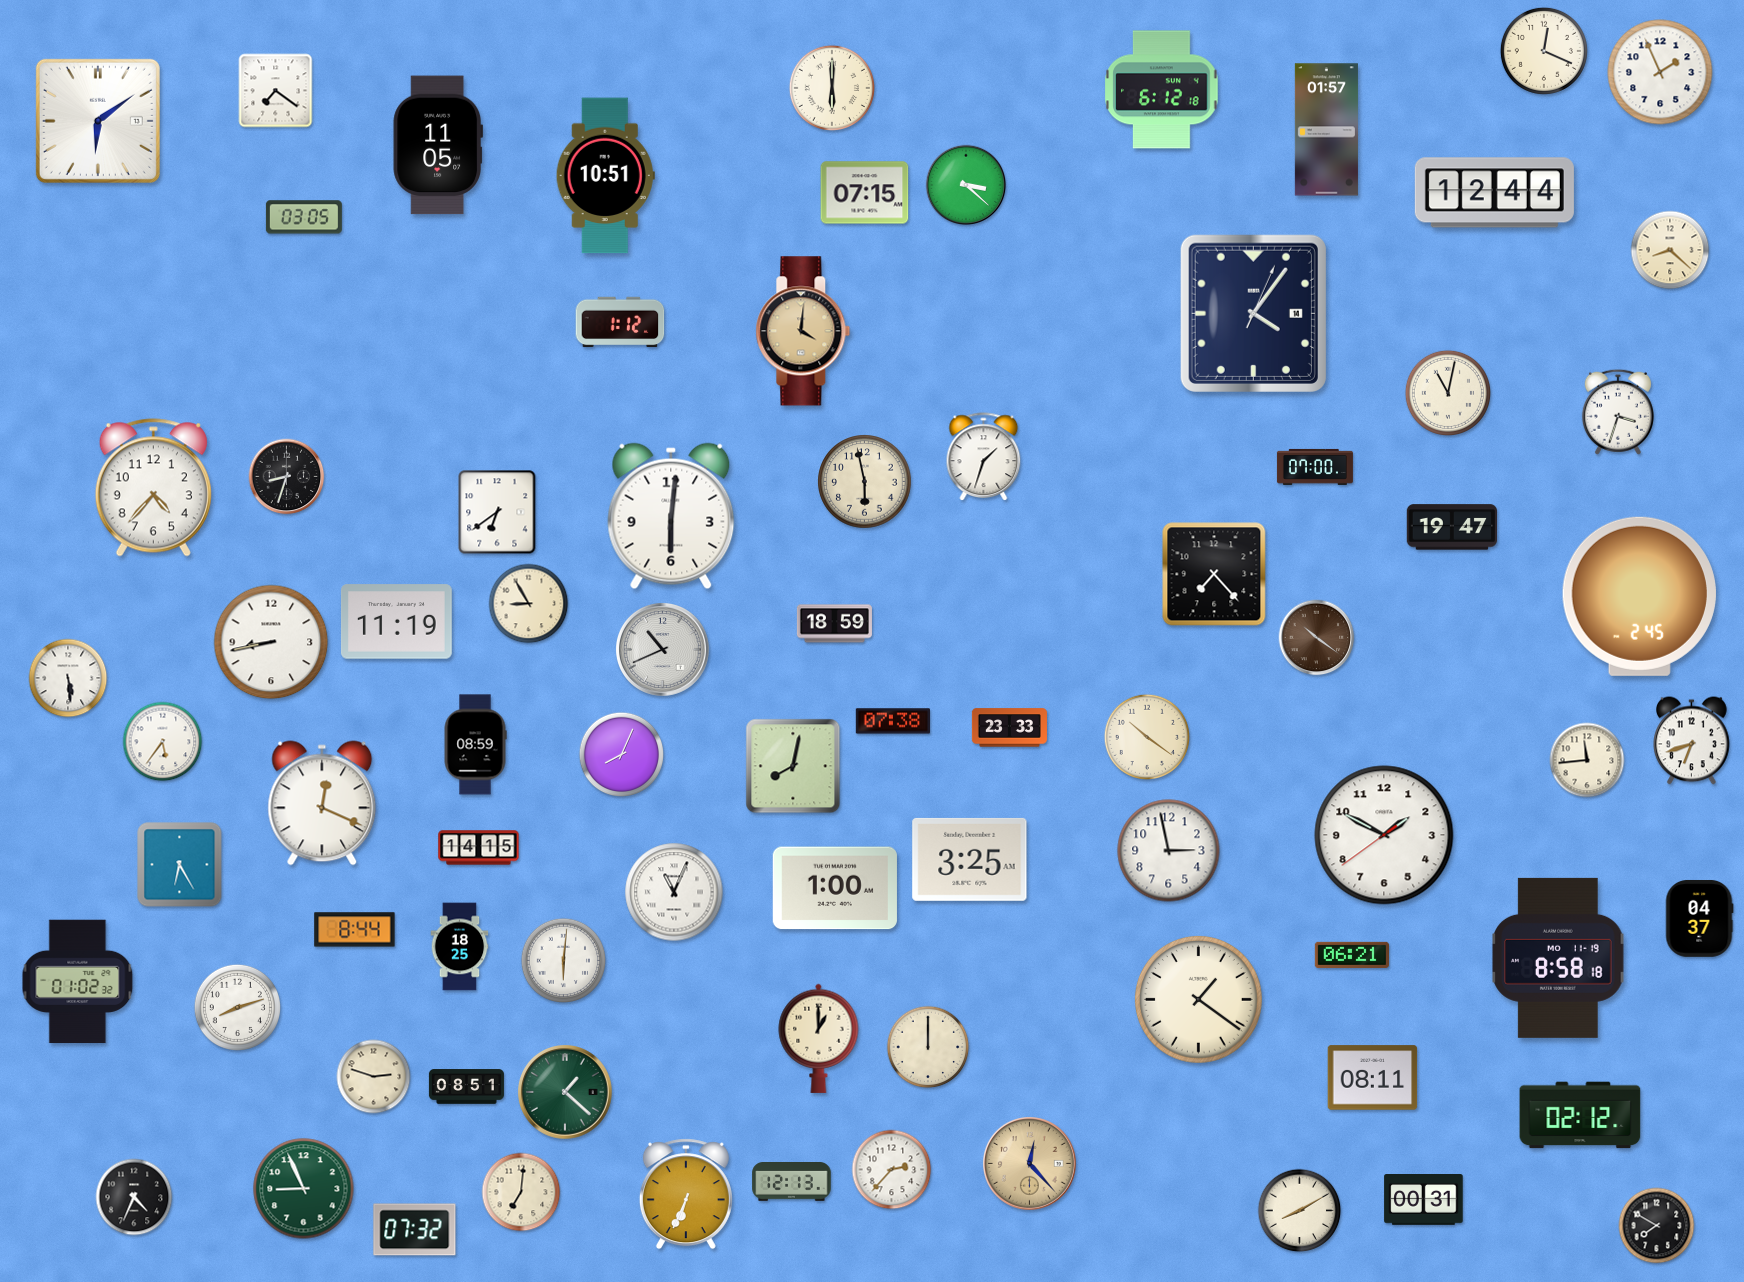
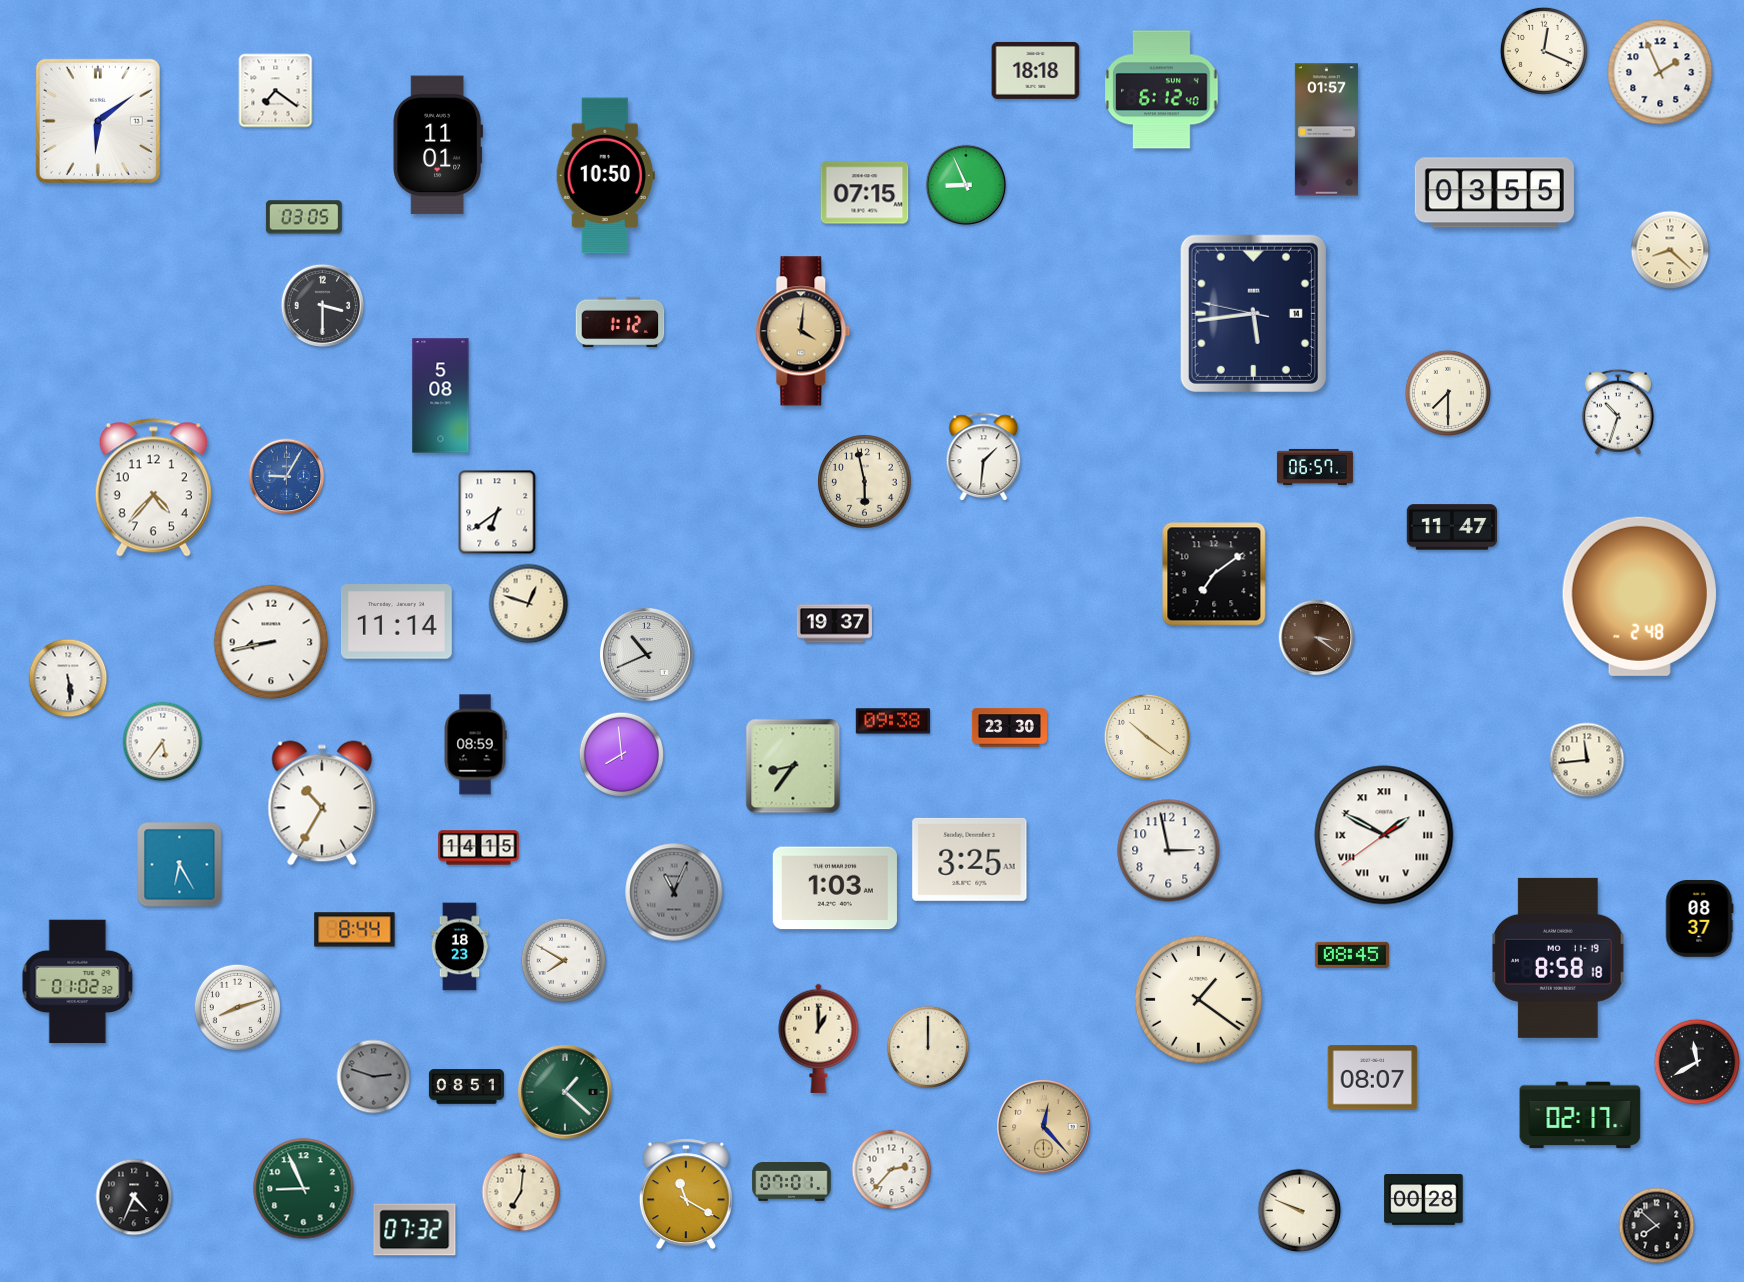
clock at (1036, 70): none -> 18:18
clock at (831, 87): 6:00 -> none
clock at (1162, 90): 6:12:18 -> 6:12:40
clock at (437, 145): 11:05 -> 11:01
clock at (605, 176): 10:51 -> 10:50
clock at (966, 185): 3:22 -> 8:56
clock at (1494, 193): 12:44 -> 03:55
clock at (322, 305): none -> 3:30
clock at (1253, 313): 4:06 -> 5:43
clock at (1447, 392): 11:02 -> 7:30
clock at (441, 396): none -> 5:08
clock at (1618, 412): 3:33 -> 10:33
clock at (984, 456): 1:33 -> 1:31
clock at (1315, 467): 07:00 -> 06:57
clock at (287, 477): 8:33 -> 9:05
clock at (287, 477) dial: black -> blue
clock at (671, 516): 6:01 -> none
clock at (1452, 527): 19:47 -> 11:47
clock at (1214, 574): 7:23 -> 7:09
clock at (1639, 596): 2:45 -> 2:48
clock at (529, 604): 8:55 -> 12:48
clock at (396, 622): 11:19 -> 11:14
clock at (834, 624): 18:59 -> 19:37
clock at (1317, 638): 10:21 -> 3:21
clock at (663, 650) position: (663, 650) -> (647, 655)
clock at (892, 721): 07:38 -> 09:38
clock at (1009, 728): 23:33 -> 23:30
clock at (1692, 741): 6:42 -> none
clock at (622, 755): 8:04 -> 7:59
clock at (793, 766): 8:02 -> 8:36
clock at (322, 803): 12:19 -> 10:35
clock at (1384, 835) numerals: Arabic -> Roman
clock at (835, 888): 1:00 -> 1:03
clock at (674, 892) dial: white -> grey
clock at (1699, 919): 04:37 -> 08:37
clock at (460, 947): 18:25 -> 18:23
clock at (1351, 955): 06:21 -> 08:45
clock at (564, 961): 6:01 -> 7:50
clock at (1696, 1061): none -> 11:40
clock at (374, 1077) dial: cream -> grey
clock at (1373, 1078): 08:11 -> 08:07
clock at (1580, 1115): 02:12 -> 02:17
clock at (1030, 1164) position: (1030, 1164) -> (1044, 1127)
clock at (792, 1182): 12:13 -> 07:01
clock at (686, 1194): 6:34 -> 11:20
clock at (1424, 1200): 00:31 -> 00:28
clock at (1300, 1211): 8:10 -> 9:49
clock at (1657, 1226): 7:50 -> 7:52
